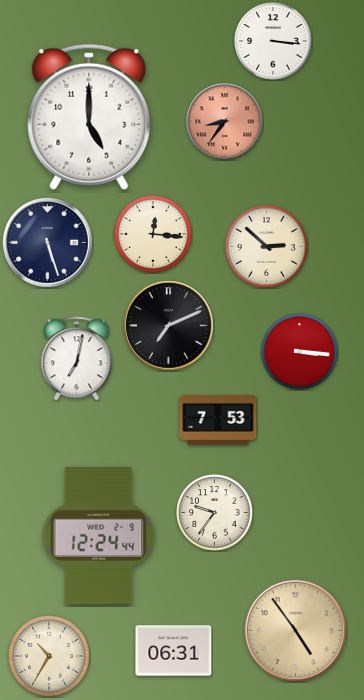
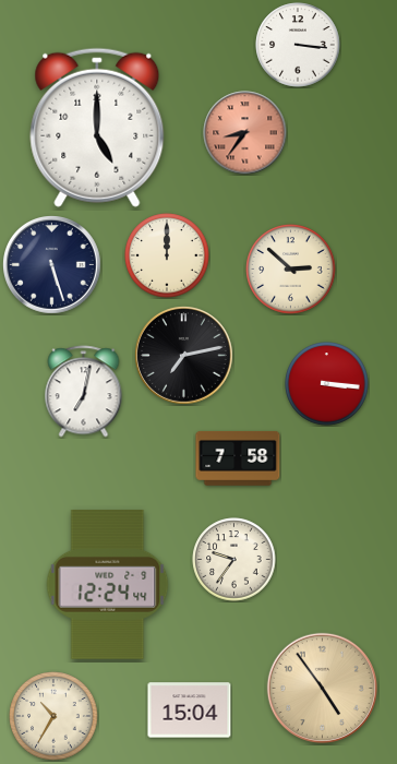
clock at (153, 234): 12:16 -> 12:00
clock at (169, 326): 7:11 -> 7:13
clock at (218, 420): 7:53 -> 7:58
clock at (174, 651): 06:31 -> 15:04
